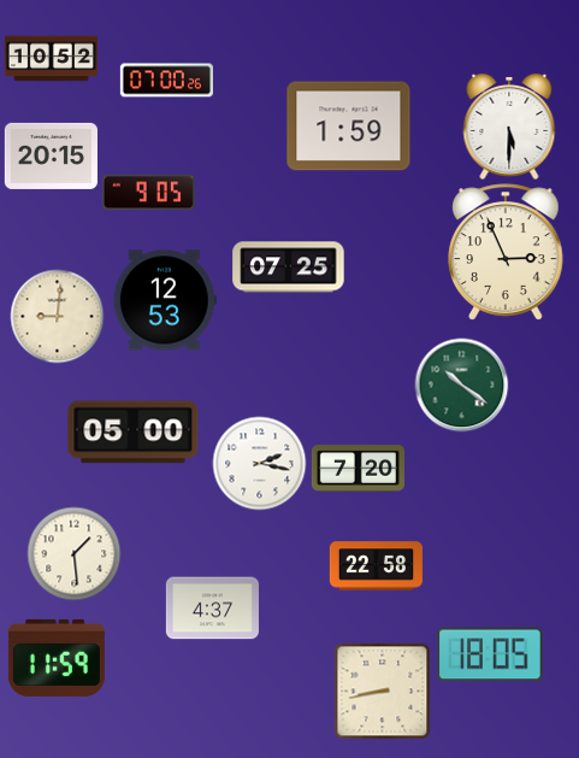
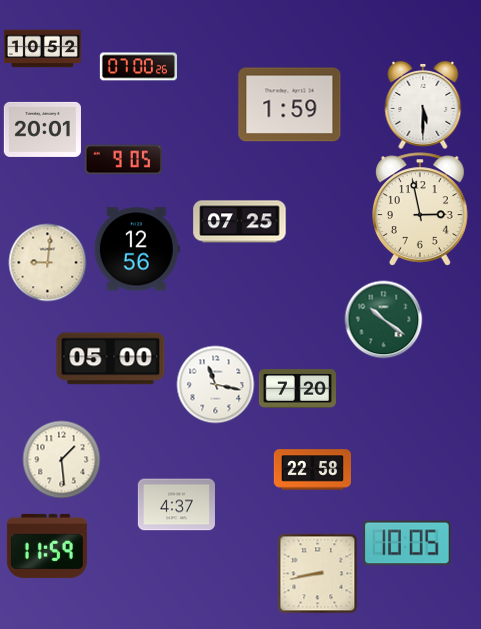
clock at (51, 155): 20:15 -> 20:01
clock at (507, 252): 2:56 -> 2:58
clock at (165, 300): 12:53 -> 12:56
clock at (259, 463): 2:17 -> 11:17
clock at (490, 654): 18:05 -> 10:05
